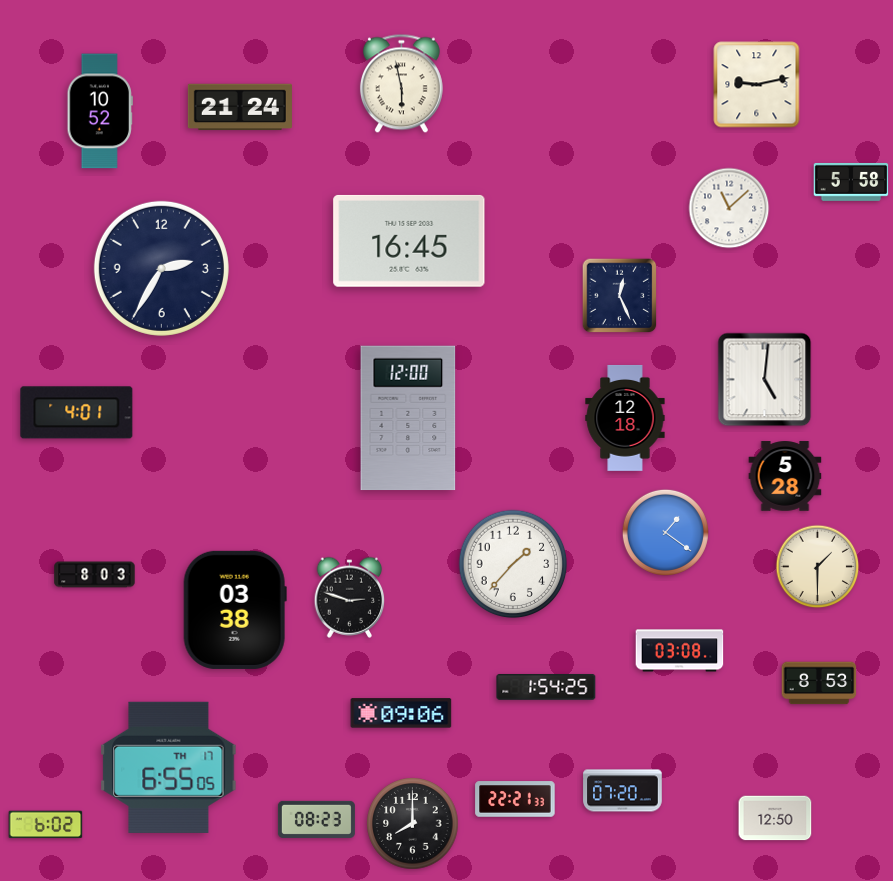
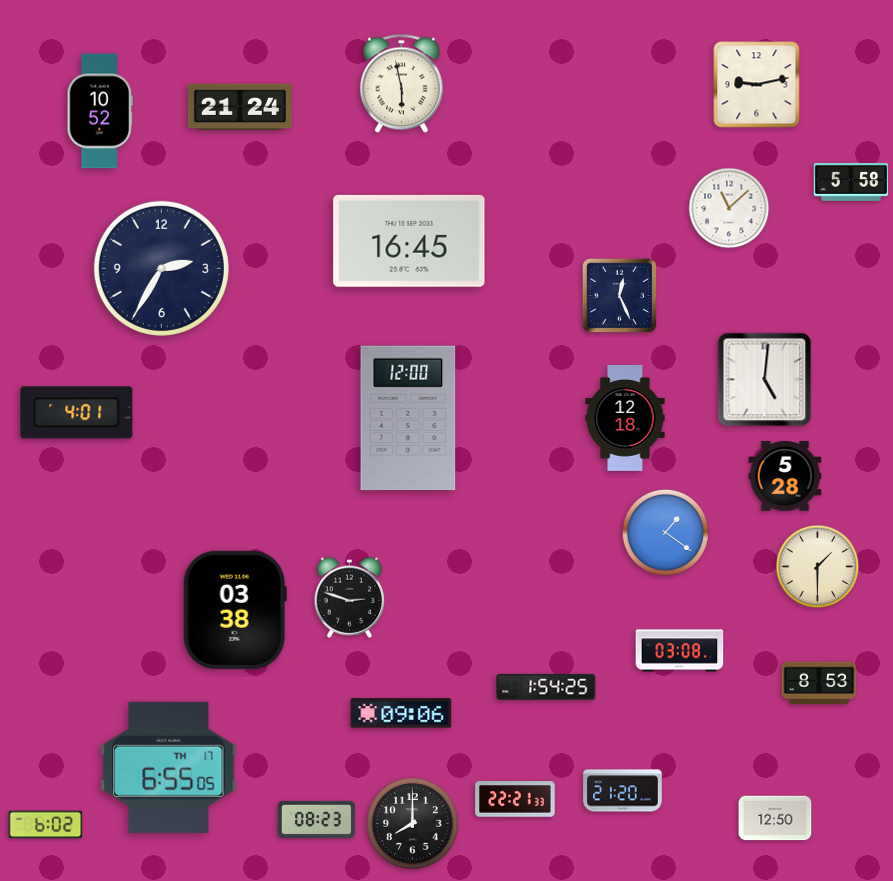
clock at (513, 564): 1:37 -> none
clock at (95, 575): 8:03 -> none
clock at (623, 791): 07:20 -> 21:20
